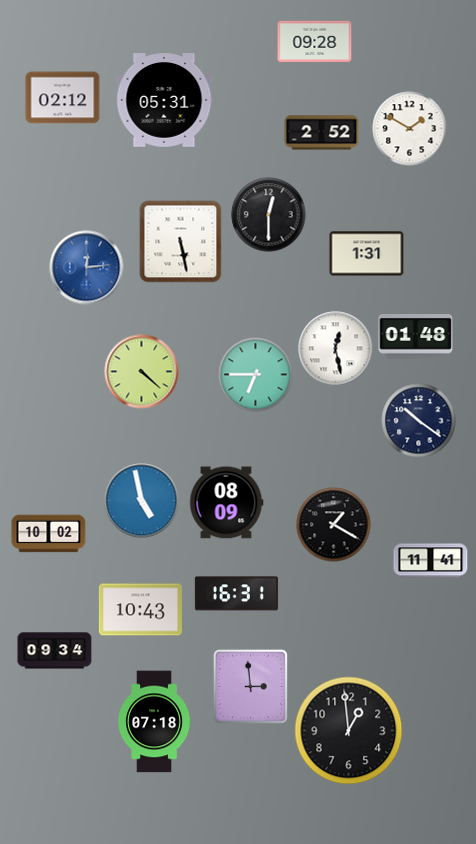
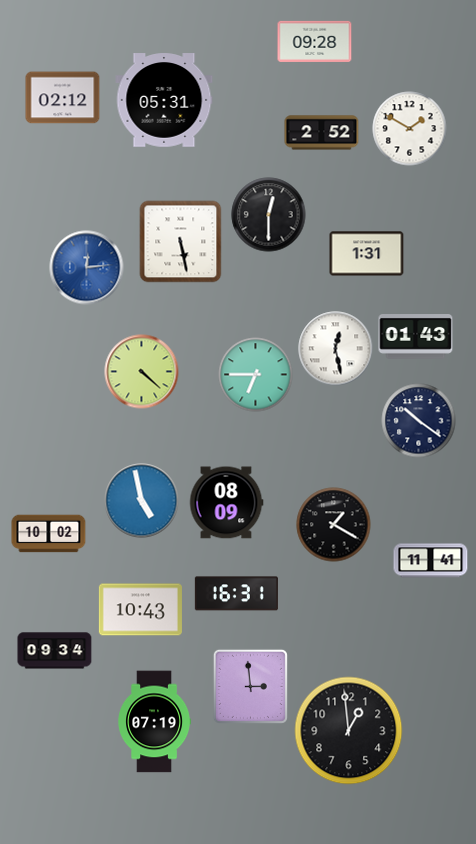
clock at (416, 337): 01:48 -> 01:43
clock at (154, 722): 07:18 -> 07:19
